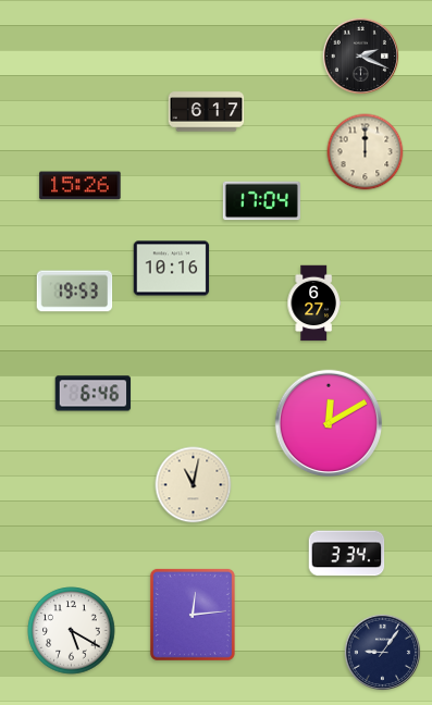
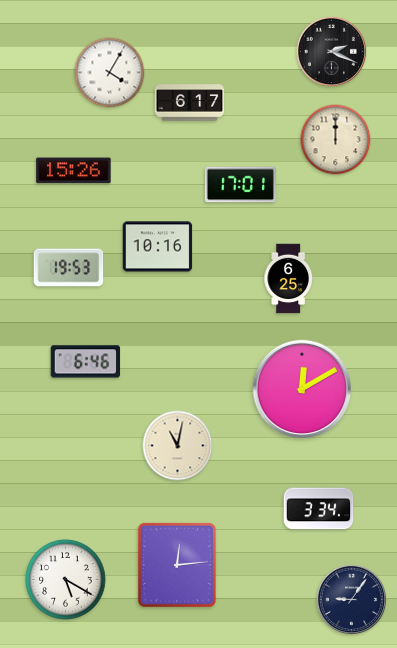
clock at (110, 73): none -> 4:05
clock at (261, 201): 17:04 -> 17:01
clock at (313, 304): 6:27 -> 6:25
